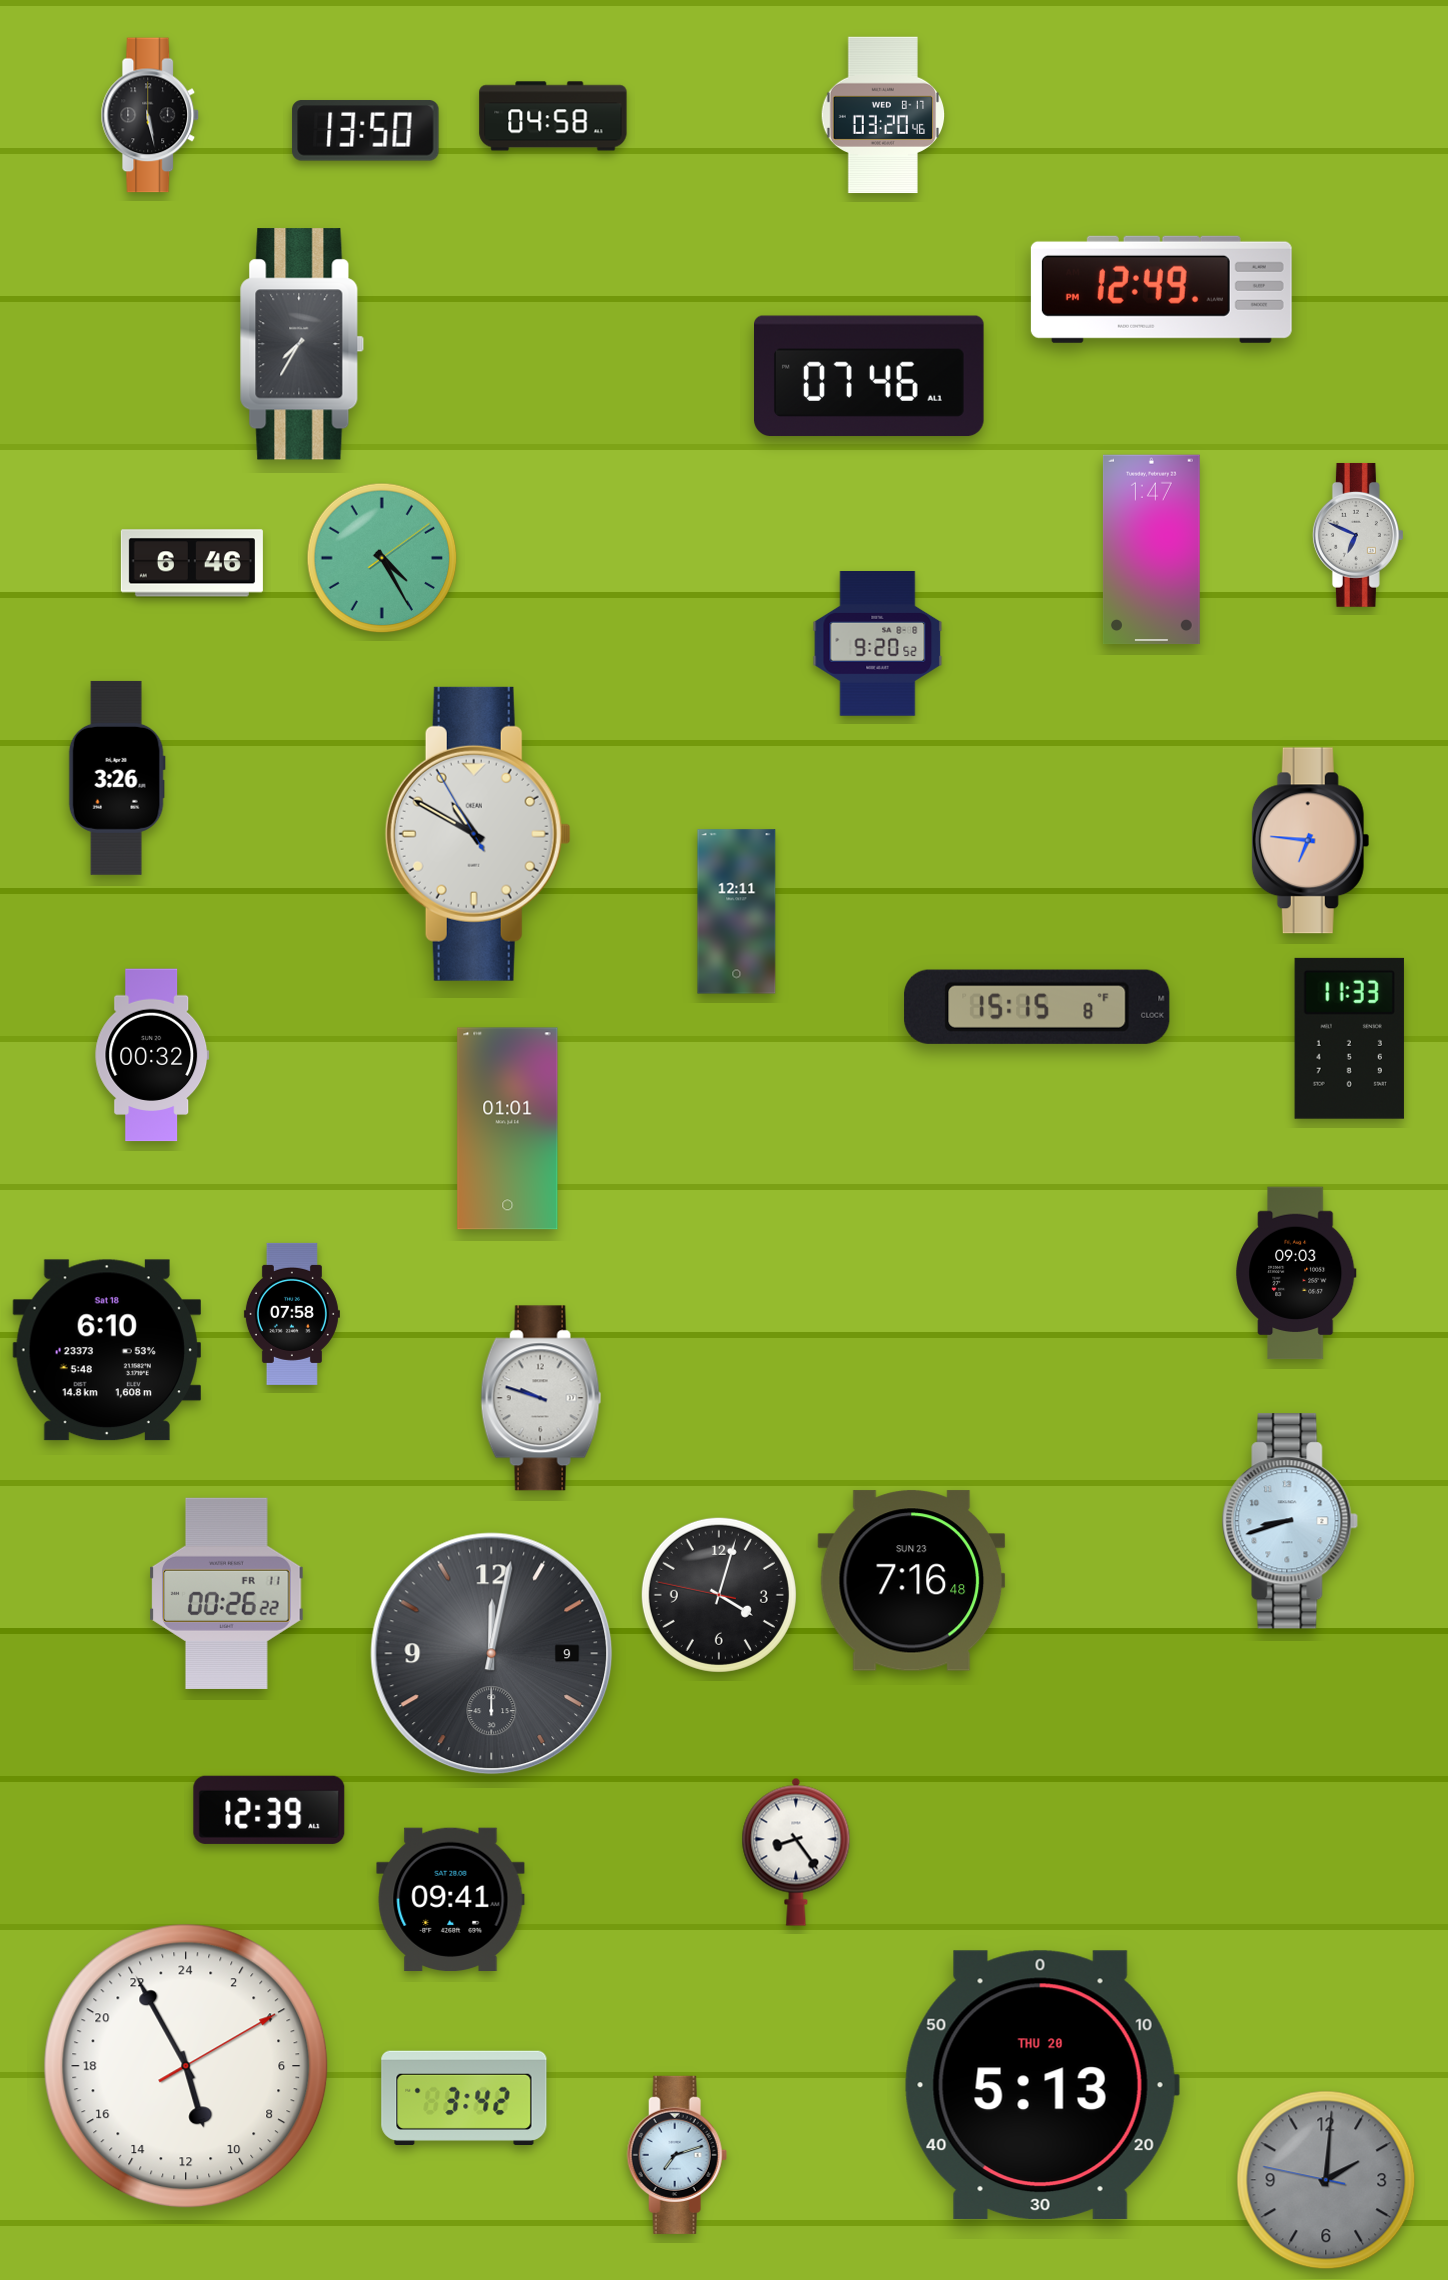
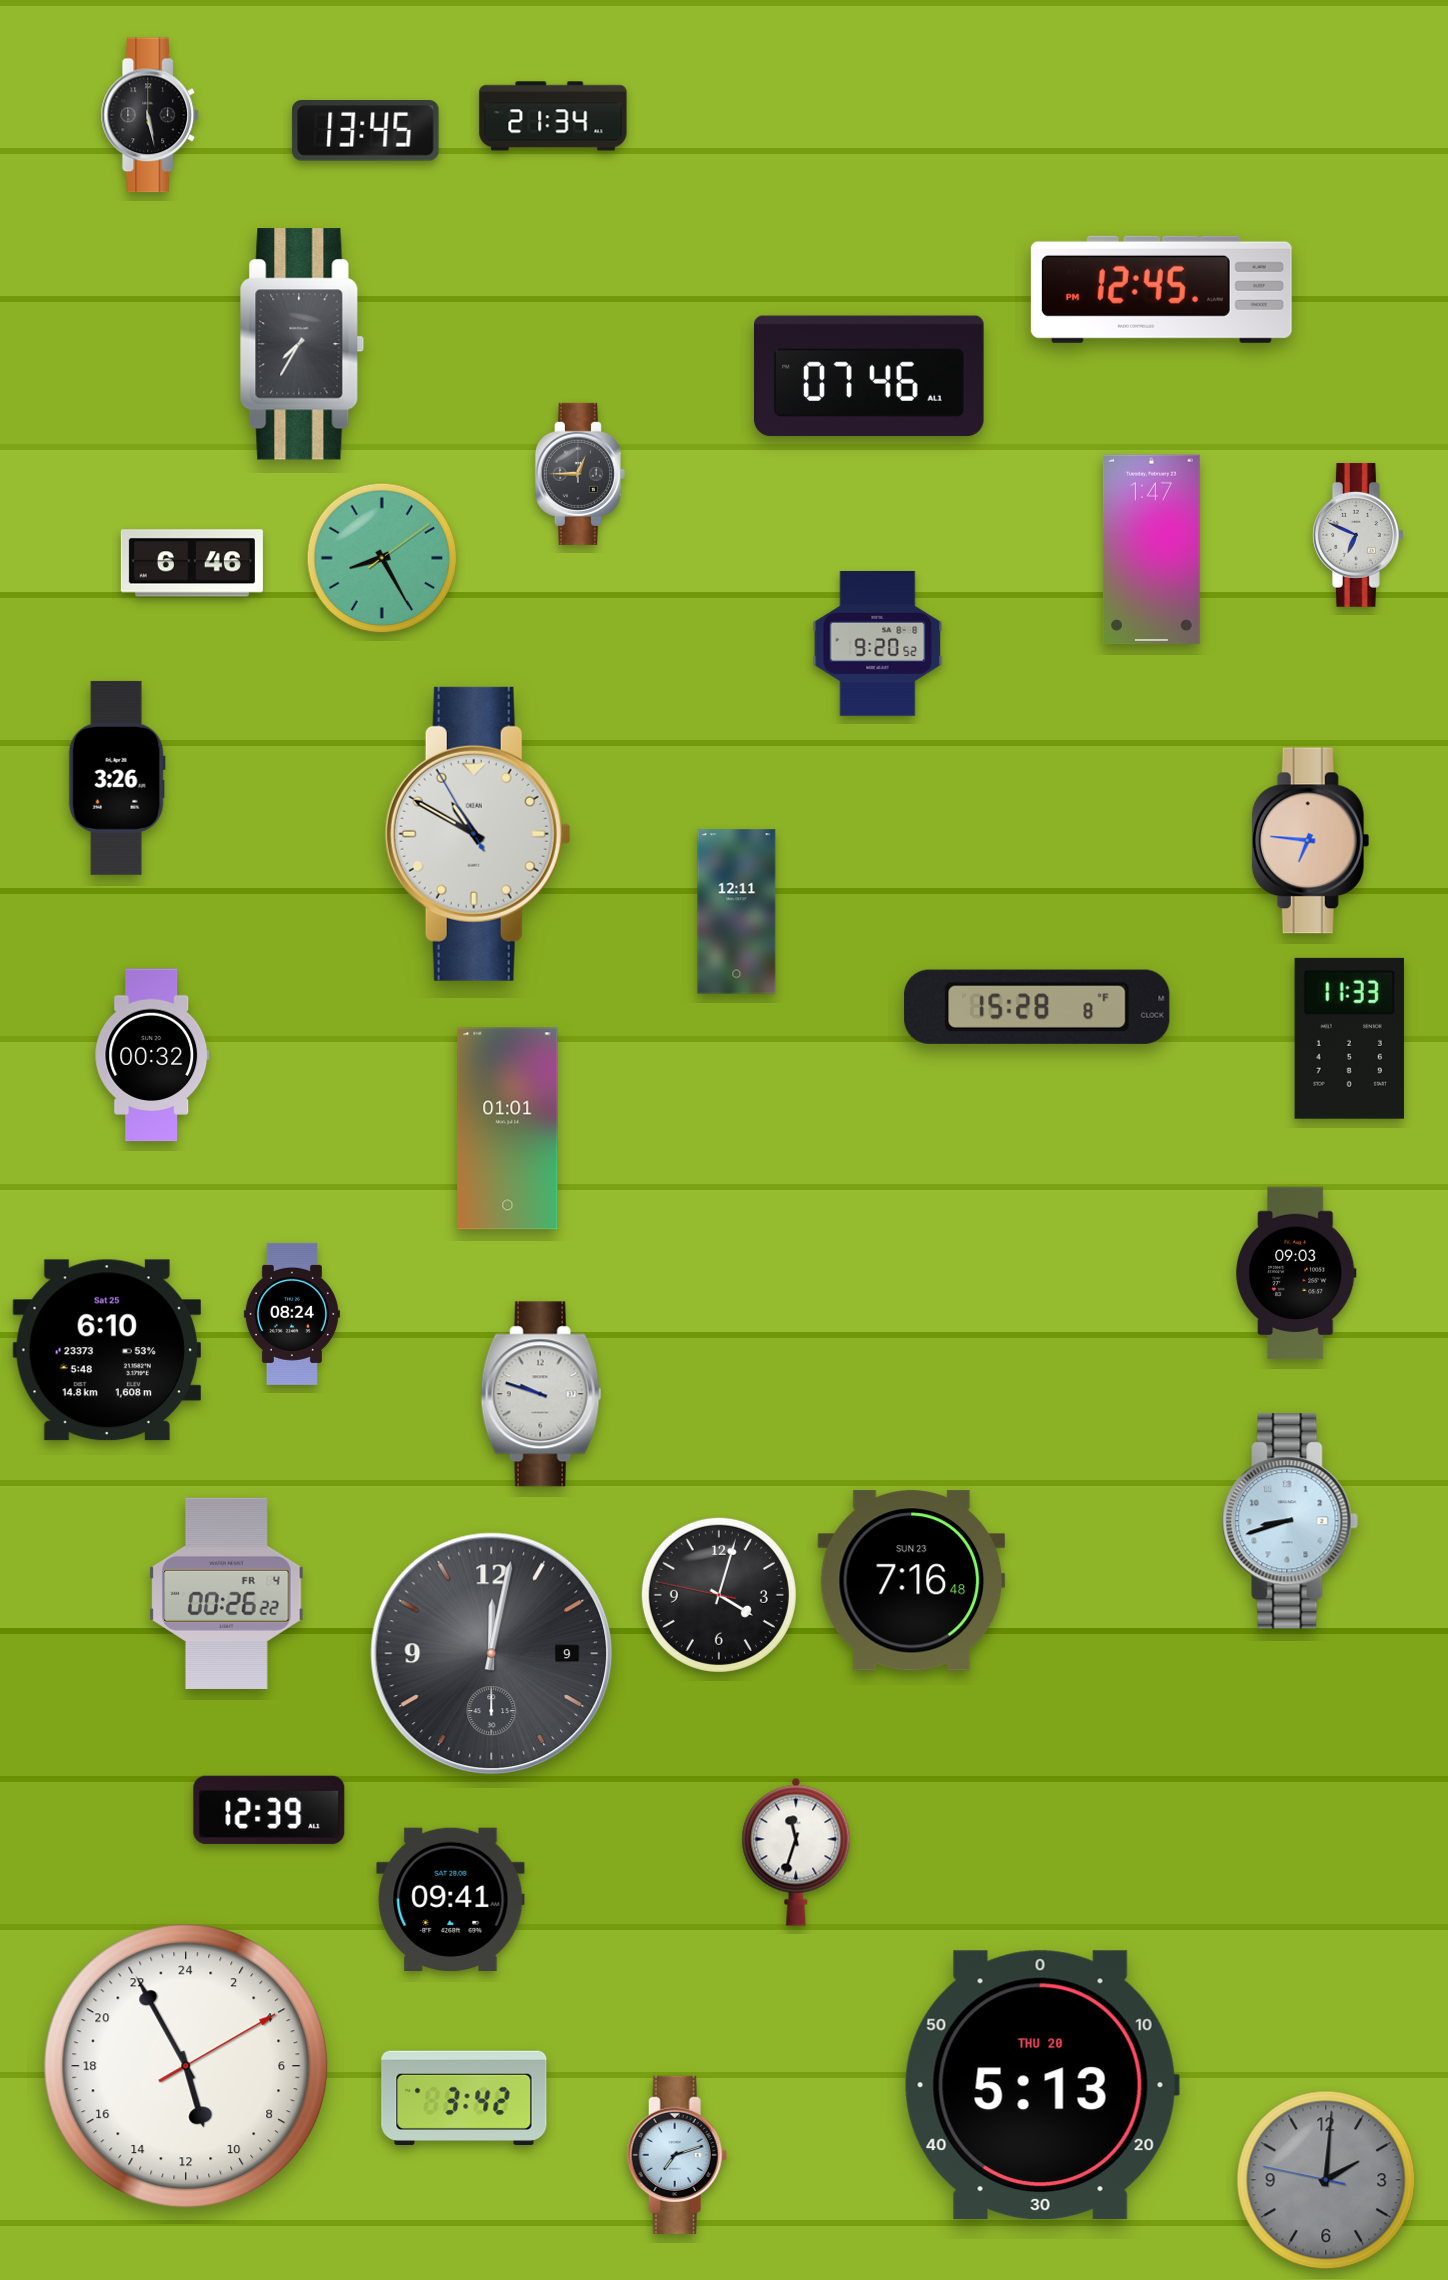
clock at (883, 115): 03:20 -> none
clock at (553, 116): 04:58 -> 21:34
clock at (366, 131): 13:50 -> 13:45
clock at (1161, 289): 12:49 -> 12:45
clock at (580, 474): none -> 12:45
clock at (382, 558): 4:25 -> 8:25
clock at (1037, 1007): 15:15 -> 15:28
clock at (292, 1314): 07:58 -> 08:24
clock at (106, 1350) date: Sat 18 -> Sat 25
clock at (541, 1398) position: (541, 1398) -> (541, 1394)
clock at (227, 1593) date: FR 11 -> FR 4
clock at (796, 1852): 8:24 -> 11:33
